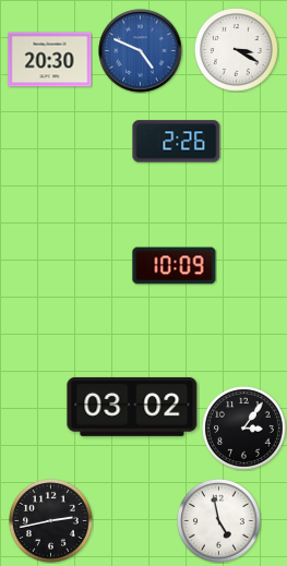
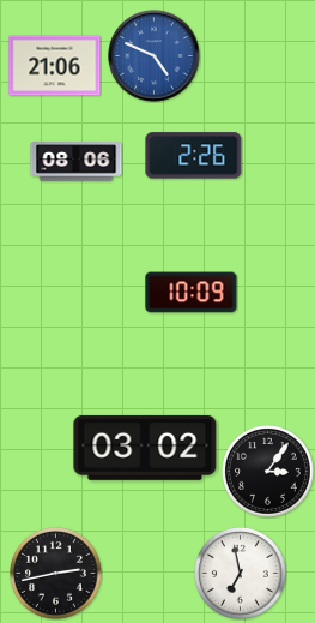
clock at (237, 50): 3:20 -> none
clock at (50, 60): 20:30 -> 21:06
clock at (77, 162): none -> 08:06
clock at (219, 521): 4:58 -> 6:58
